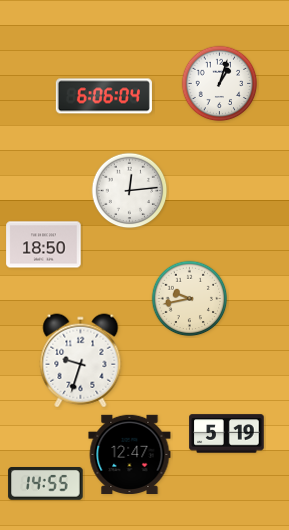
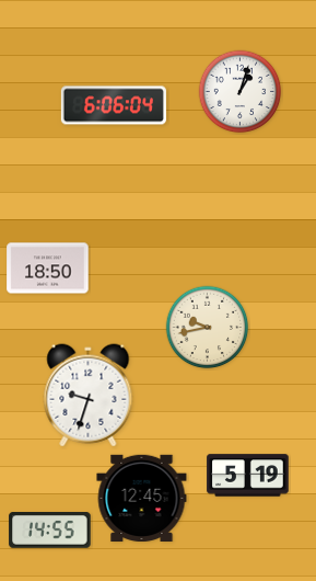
clock at (130, 191): 12:14 -> none
clock at (130, 454): 12:47 -> 12:45
